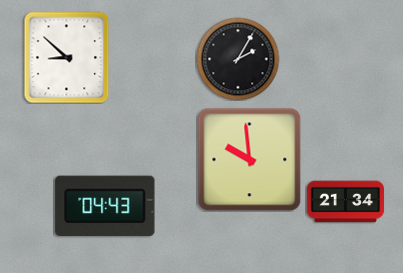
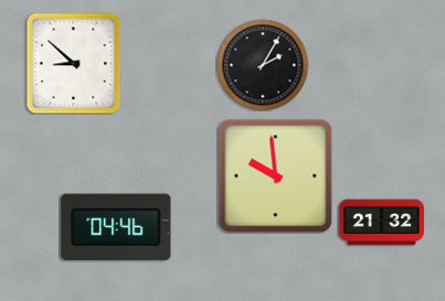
clock at (345, 202): 21:34 -> 21:32
clock at (105, 206): 04:43 -> 04:46
